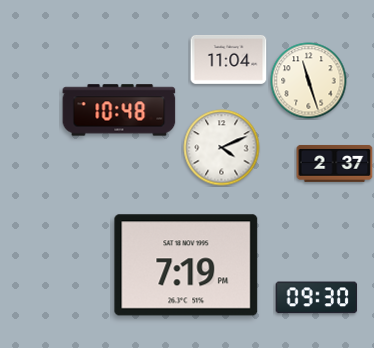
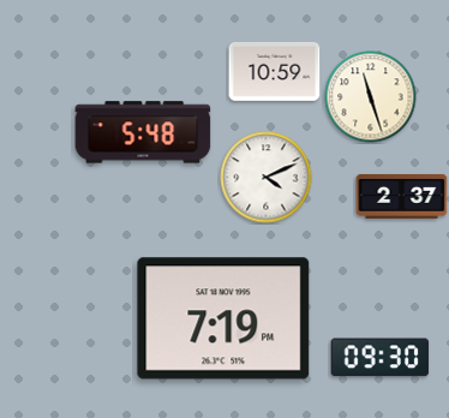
clock at (229, 59): 11:04 -> 10:59
clock at (119, 110): 10:48 -> 5:48
